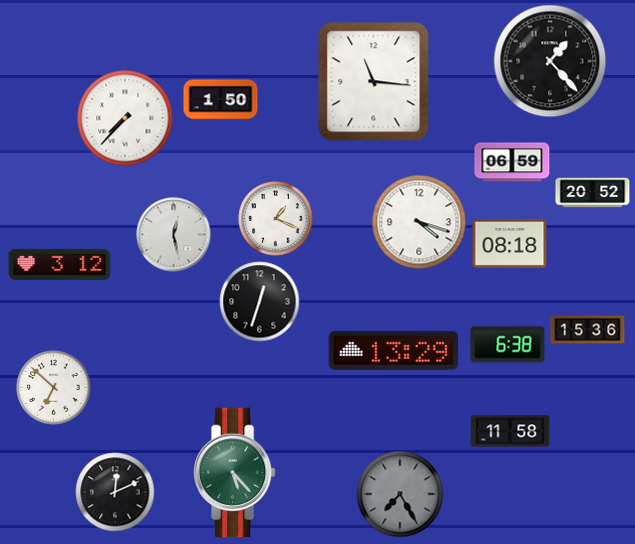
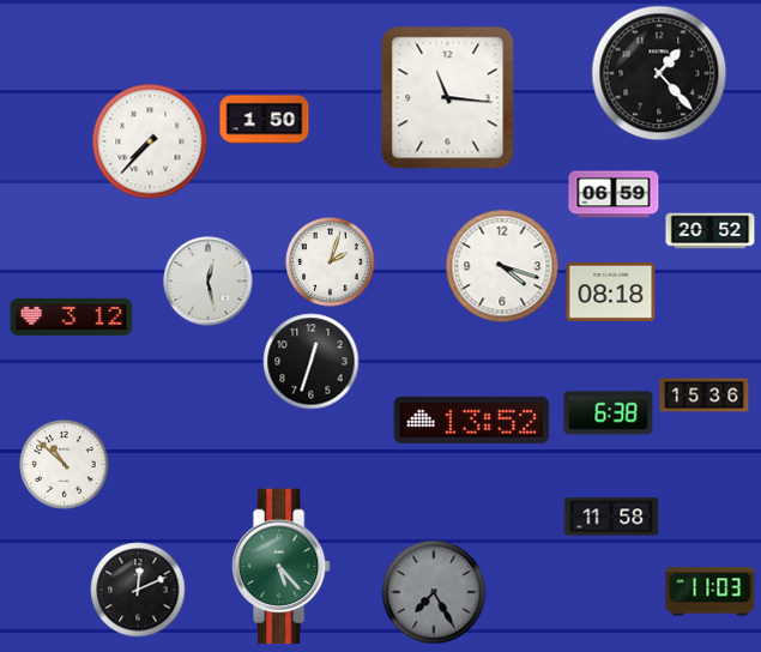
clock at (276, 219): 1:19 -> 2:03
clock at (394, 350): 13:29 -> 13:52
clock at (54, 388): 6:52 -> 10:52
clock at (400, 494) position: (400, 494) -> (434, 592)
clock at (711, 592): none -> 11:03
